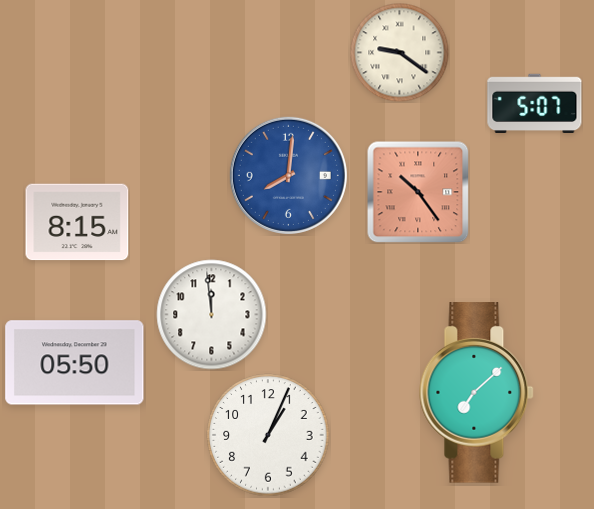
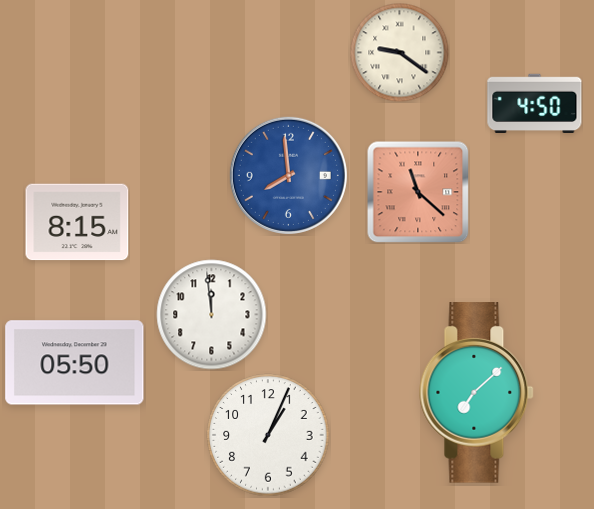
clock at (535, 104): 5:07 -> 4:50
clock at (288, 175): 8:01 -> 7:59
clock at (418, 192): 10:24 -> 11:22
